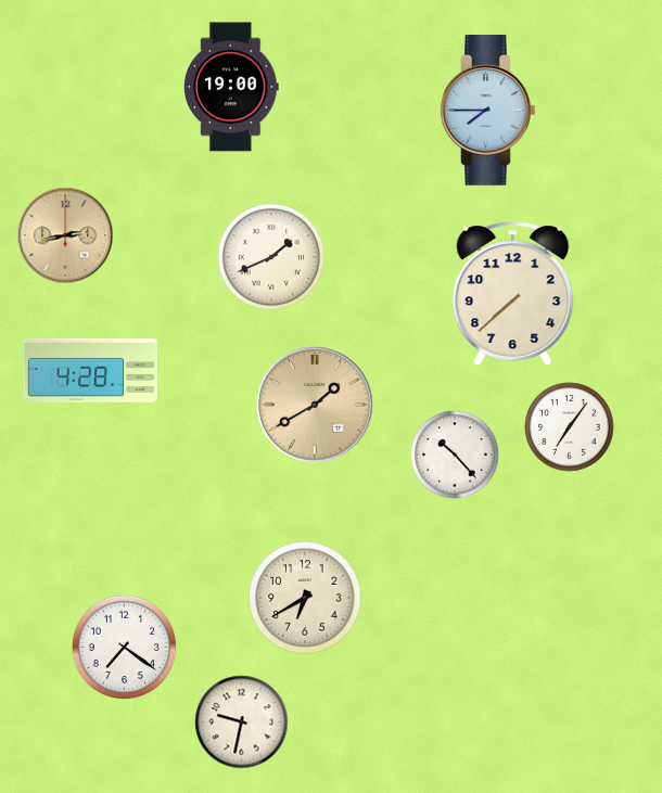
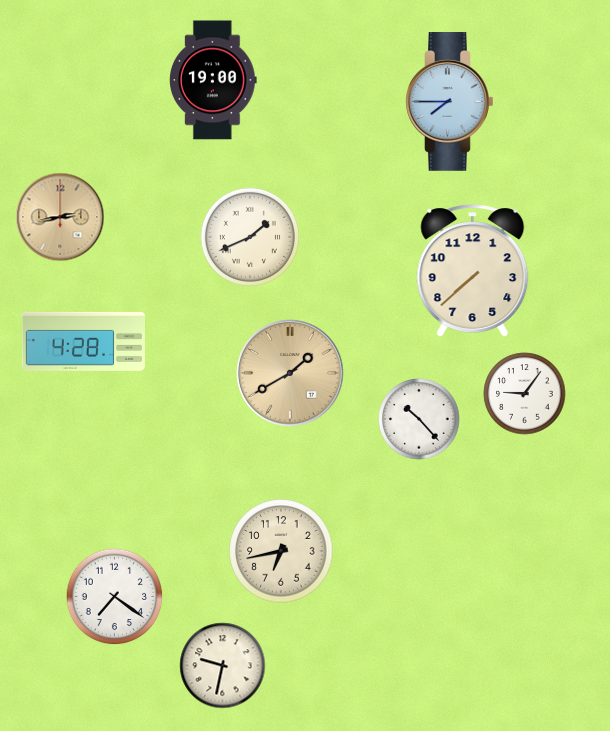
clock at (570, 427): 7:06 -> 9:06
clock at (305, 598): 6:40 -> 6:43
